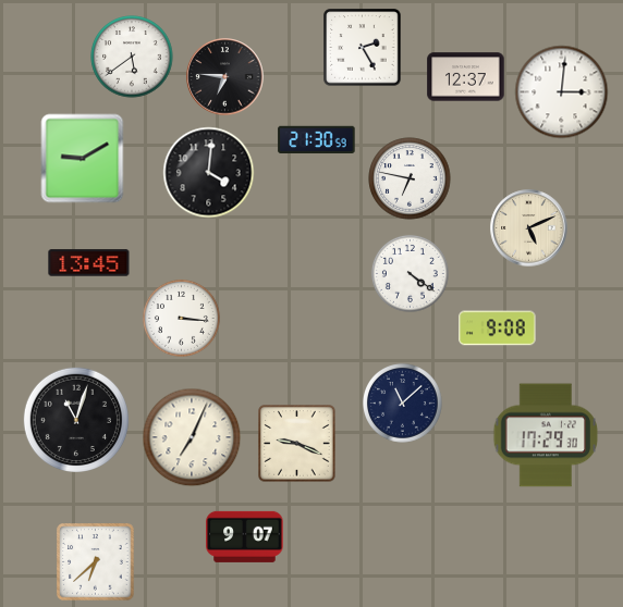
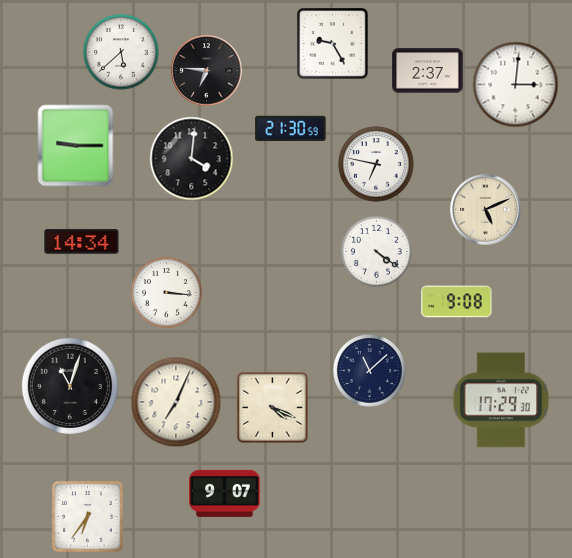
clock at (363, 48): 2:25 -> 9:25
clock at (132, 57): 5:39 -> 5:38
clock at (466, 77): 12:37 -> 2:37
clock at (83, 159): 9:10 -> 9:15
clock at (89, 263): 13:45 -> 14:34
clock at (297, 444): 9:19 -> 4:19
clock at (96, 562): 6:38 -> 6:36
